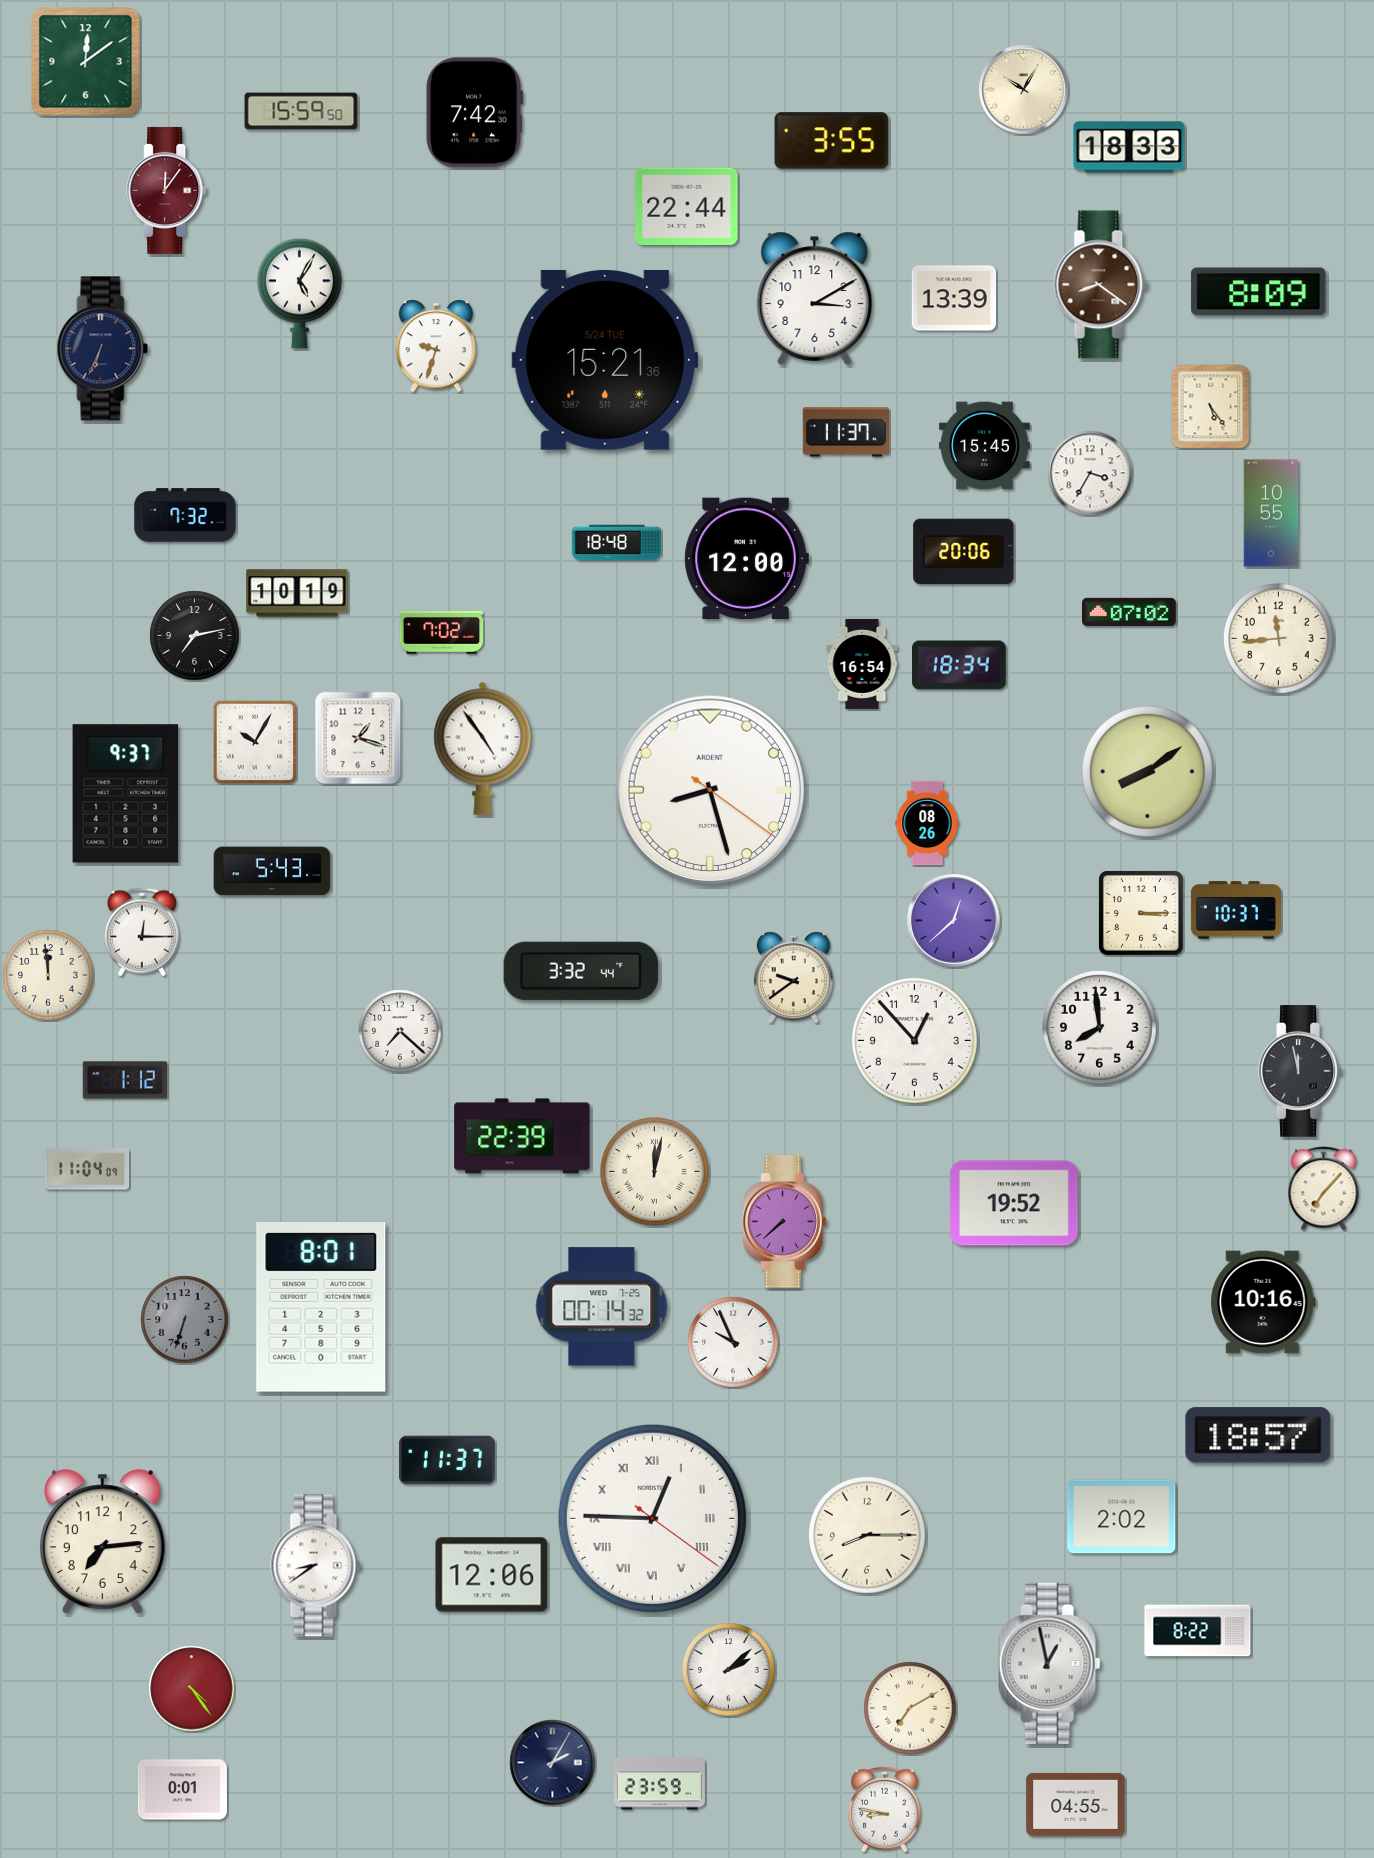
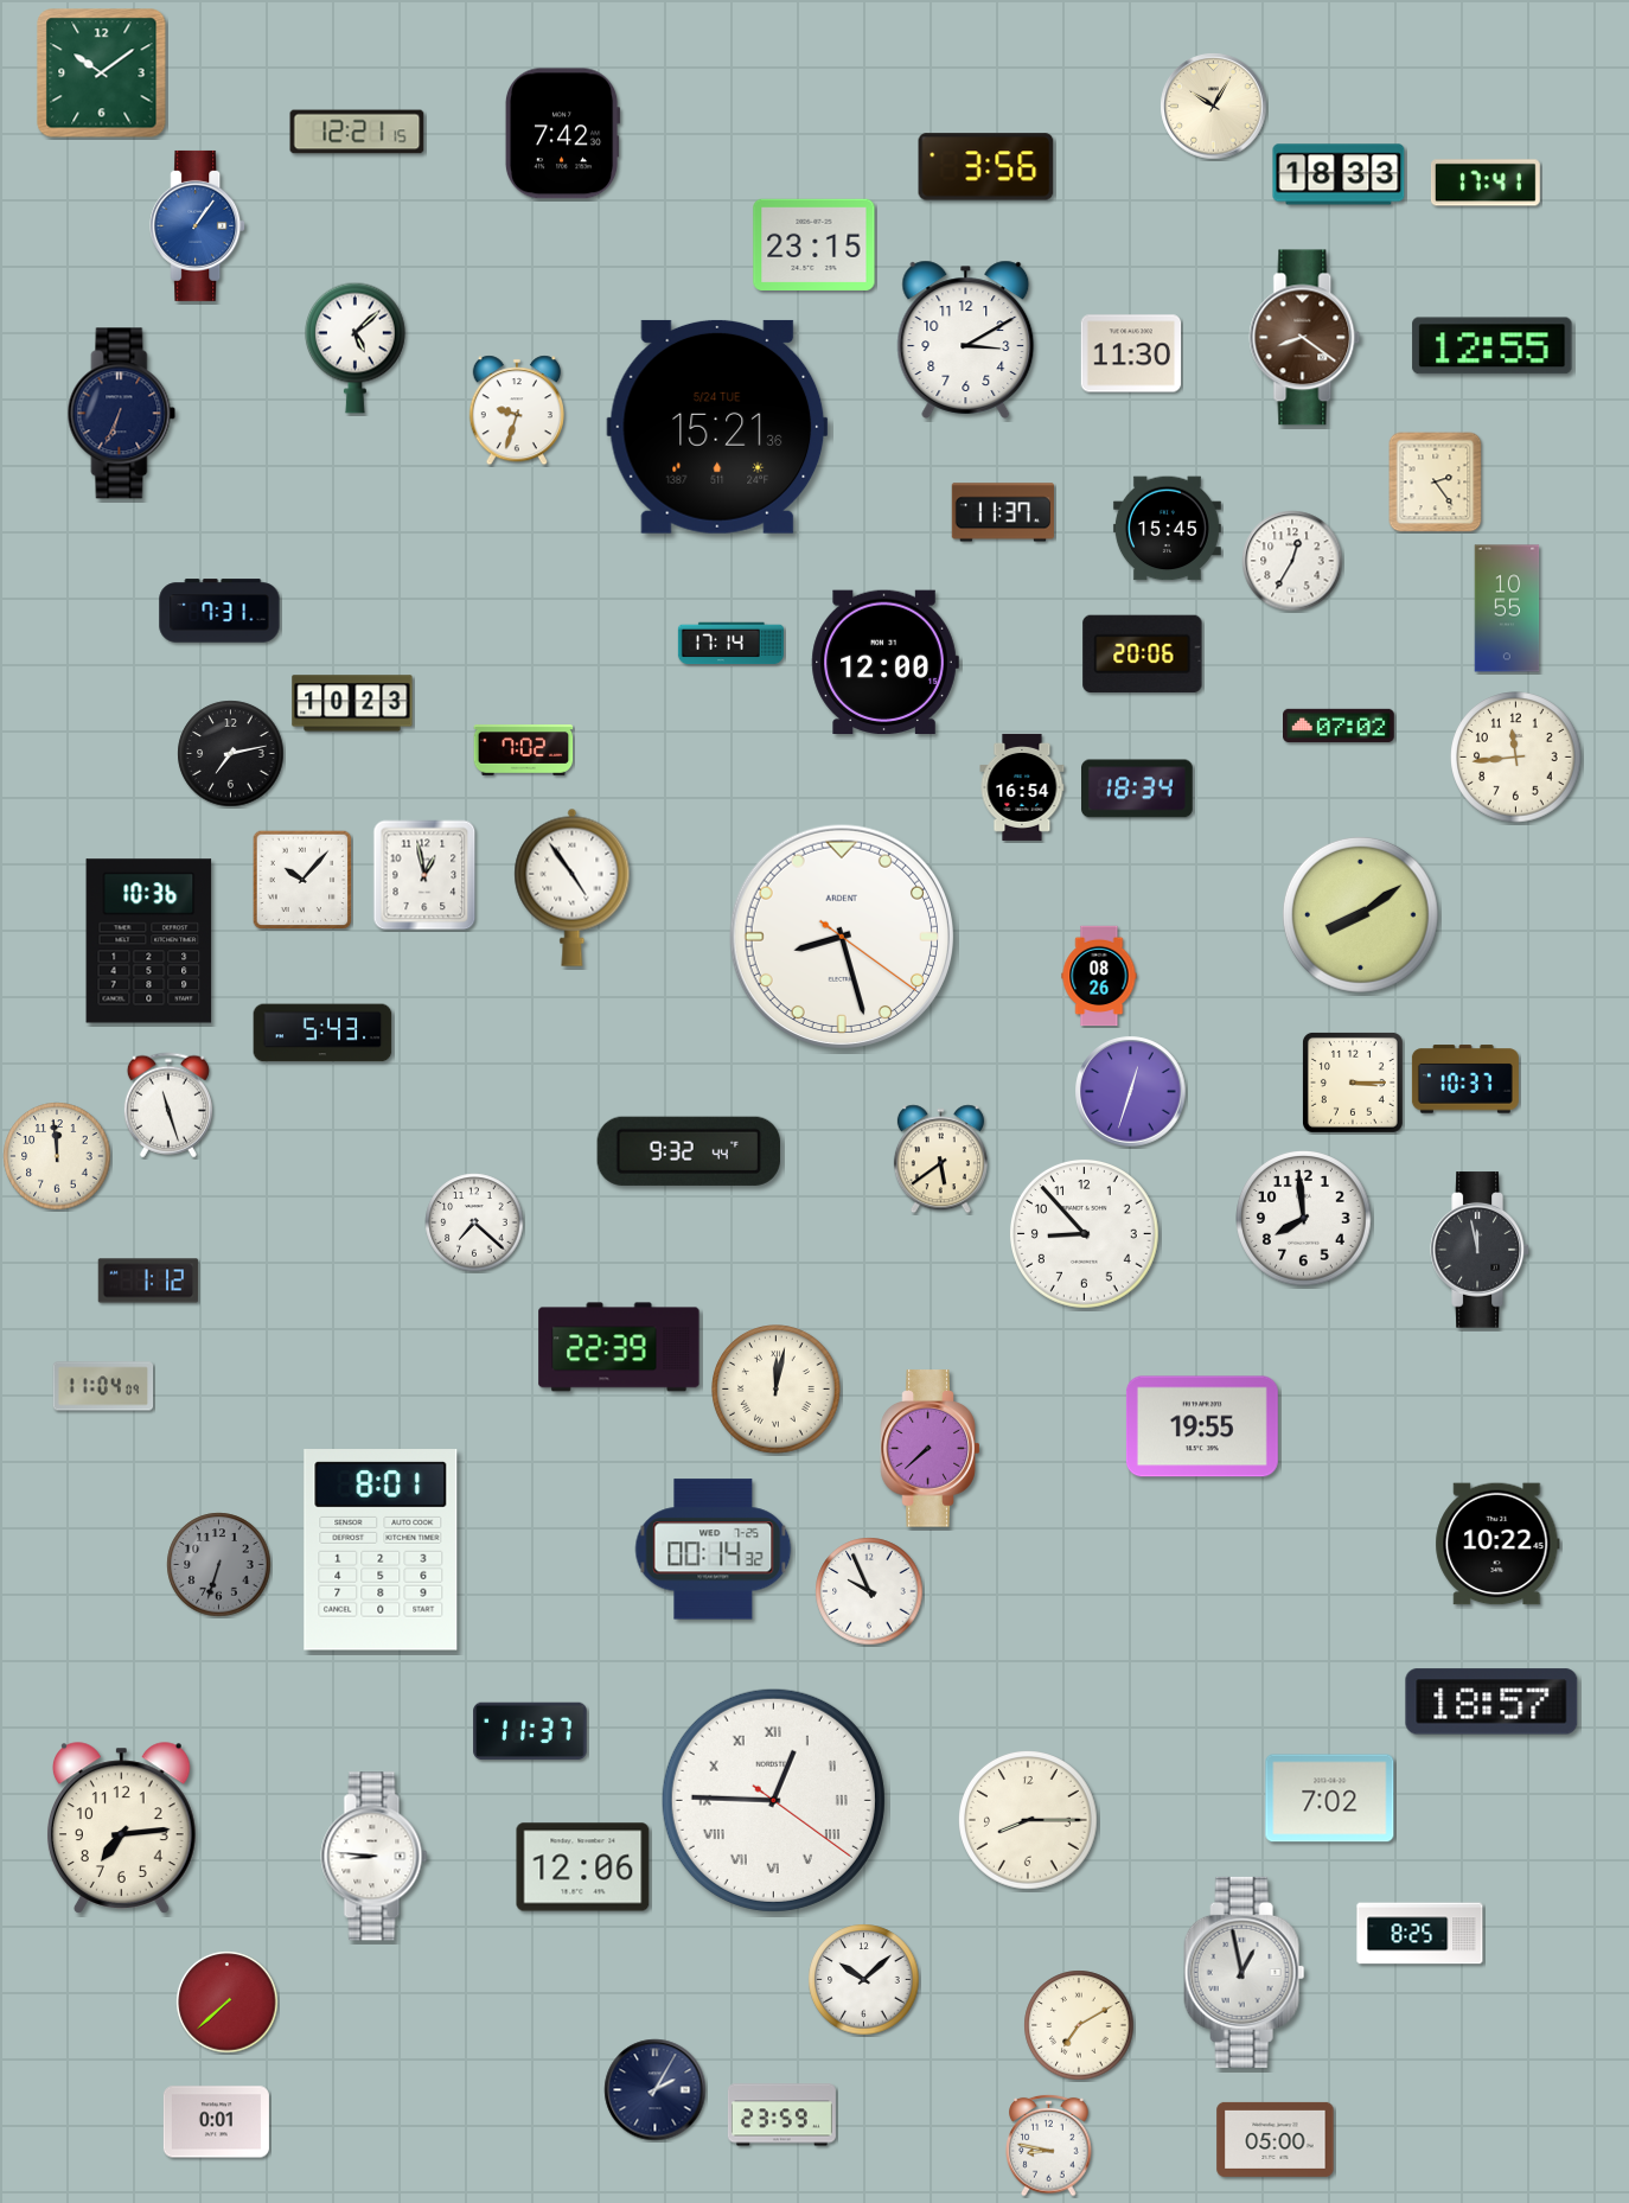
clock at (86, 62): 12:09 -> 10:09
clock at (301, 111): 15:59 -> 12:21
clock at (832, 141): 3:55 -> 3:56
clock at (1486, 183): none -> 17:41
clock at (167, 190): 12:06 -> 1:06
clock at (167, 190) dial: burgundy -> blue
clock at (687, 206): 22:44 -> 23:15
clock at (1259, 292): 8:09 -> 12:55
clock at (300, 293): 5:05 -> 5:08
clock at (815, 298) position: (815, 298) -> (966, 339)
clock at (954, 298): 13:39 -> 11:30
clock at (1211, 407): 5:24 -> 2:24
clock at (1090, 473): 3:35 -> 12:35
clock at (185, 515): 7:32 -> 7:31
clock at (616, 543): 18:48 -> 17:14
clock at (297, 593): 10:19 -> 10:23
clock at (358, 738): 1:18 -> 12:58
clock at (255, 742): 10:05 -> 10:07
clock at (126, 794): 9:37 -> 10:36
clock at (954, 921): 12:38 -> 12:33
clock at (142, 932): 12:15 -> 11:27
clock at (580, 971): 3:32 -> 9:32
clock at (793, 978): 9:39 -> 5:39
clock at (914, 1040): 12:53 -> 8:53
clock at (1300, 1071) position: (1300, 1071) -> (1480, 1250)
clock at (1324, 1189): 7:07 -> none
clock at (1014, 1203): 19:52 -> 19:55
clock at (1263, 1302): 10:16 -> 10:22
clock at (1122, 1517): 2:02 -> 7:02
clock at (316, 1566): 8:39 -> 8:46
clock at (1198, 1631): 8:22 -> 8:25
clock at (729, 1670): 2:08 -> 10:08
clock at (192, 1689): 4:24 -> 7:38
clock at (1076, 1804): 04:55 -> 05:00
